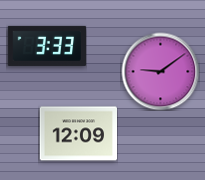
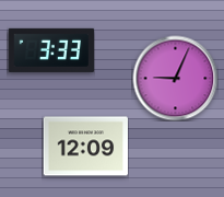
clock at (160, 71): 9:09 -> 9:04
